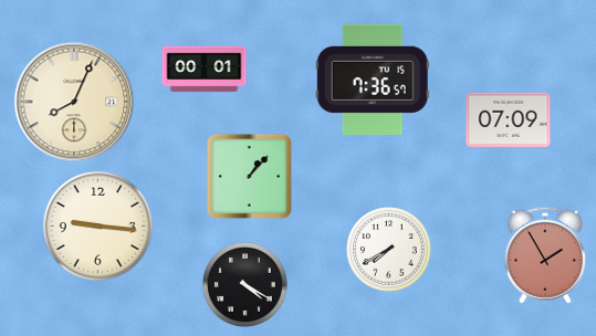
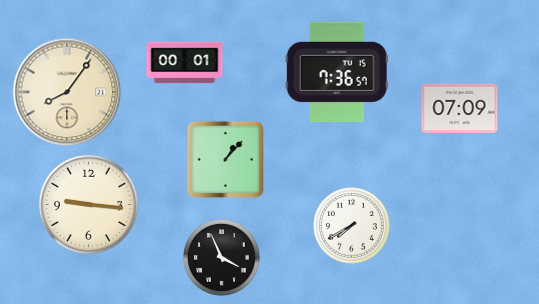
clock at (74, 102): 8:04 -> 8:06
clock at (545, 255): 1:55 -> none
clock at (245, 285): 4:20 -> 3:56
